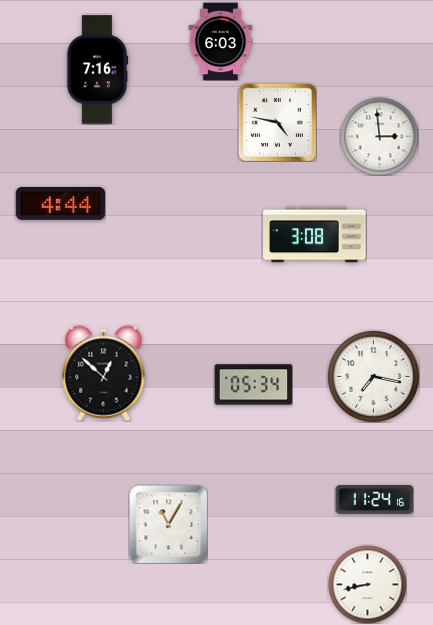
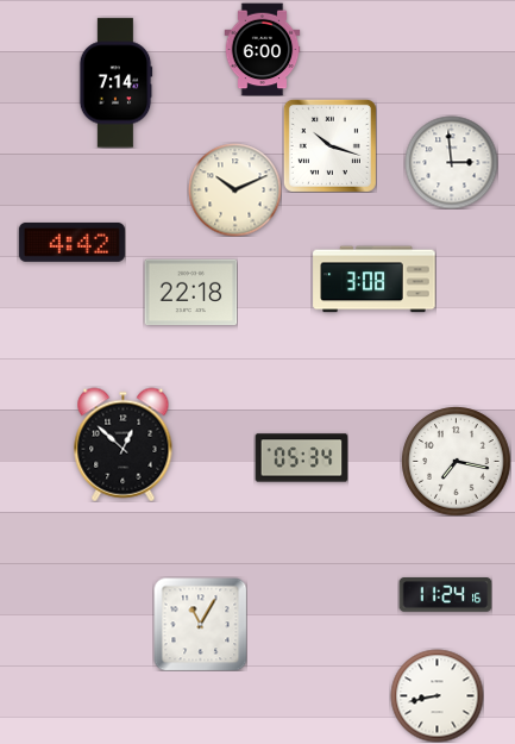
clock at (221, 41): 6:03 -> 6:00
clock at (97, 70): 7:16 -> 7:14
clock at (277, 122): 4:47 -> 10:18
clock at (234, 189): none -> 10:11
clock at (60, 203): 4:44 -> 4:42
clock at (190, 293): none -> 22:18
clock at (373, 376) position: (373, 376) -> (456, 461)
